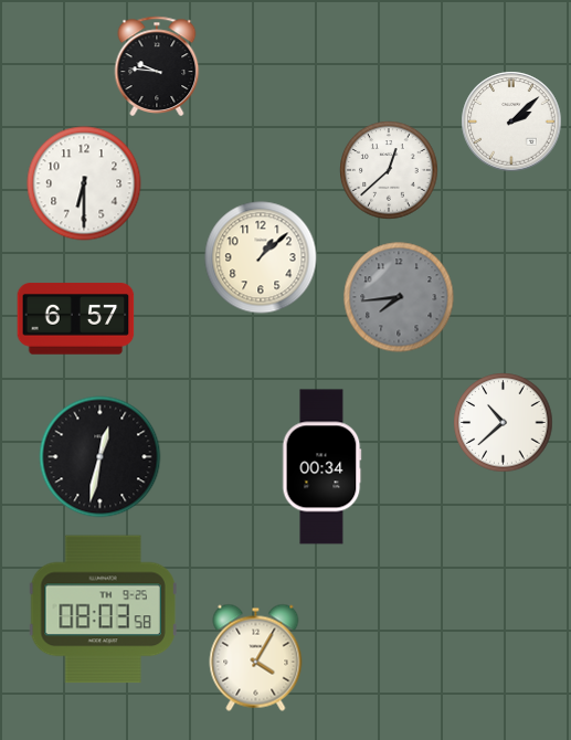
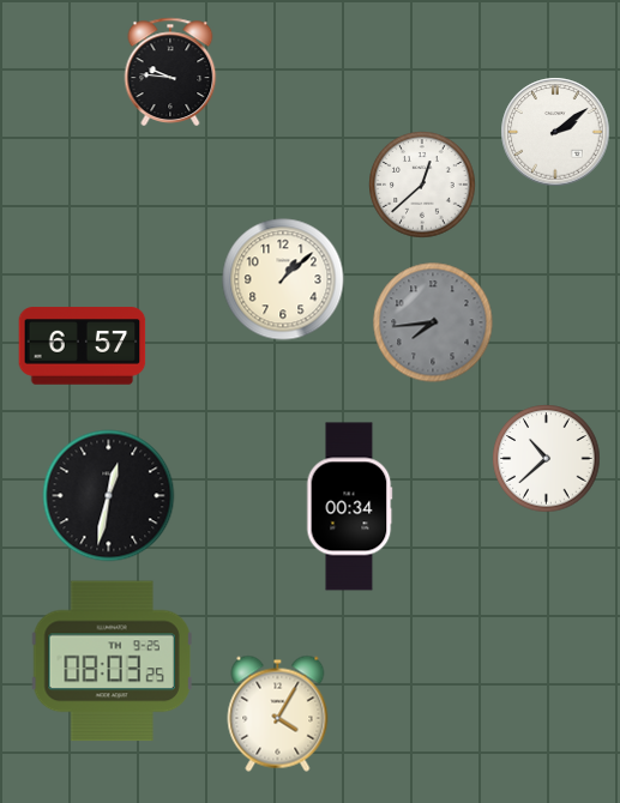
clock at (511, 121): 2:08 -> 2:09
clock at (84, 183): 6:30 -> none
clock at (103, 610): 08:03:58 -> 08:03:25
